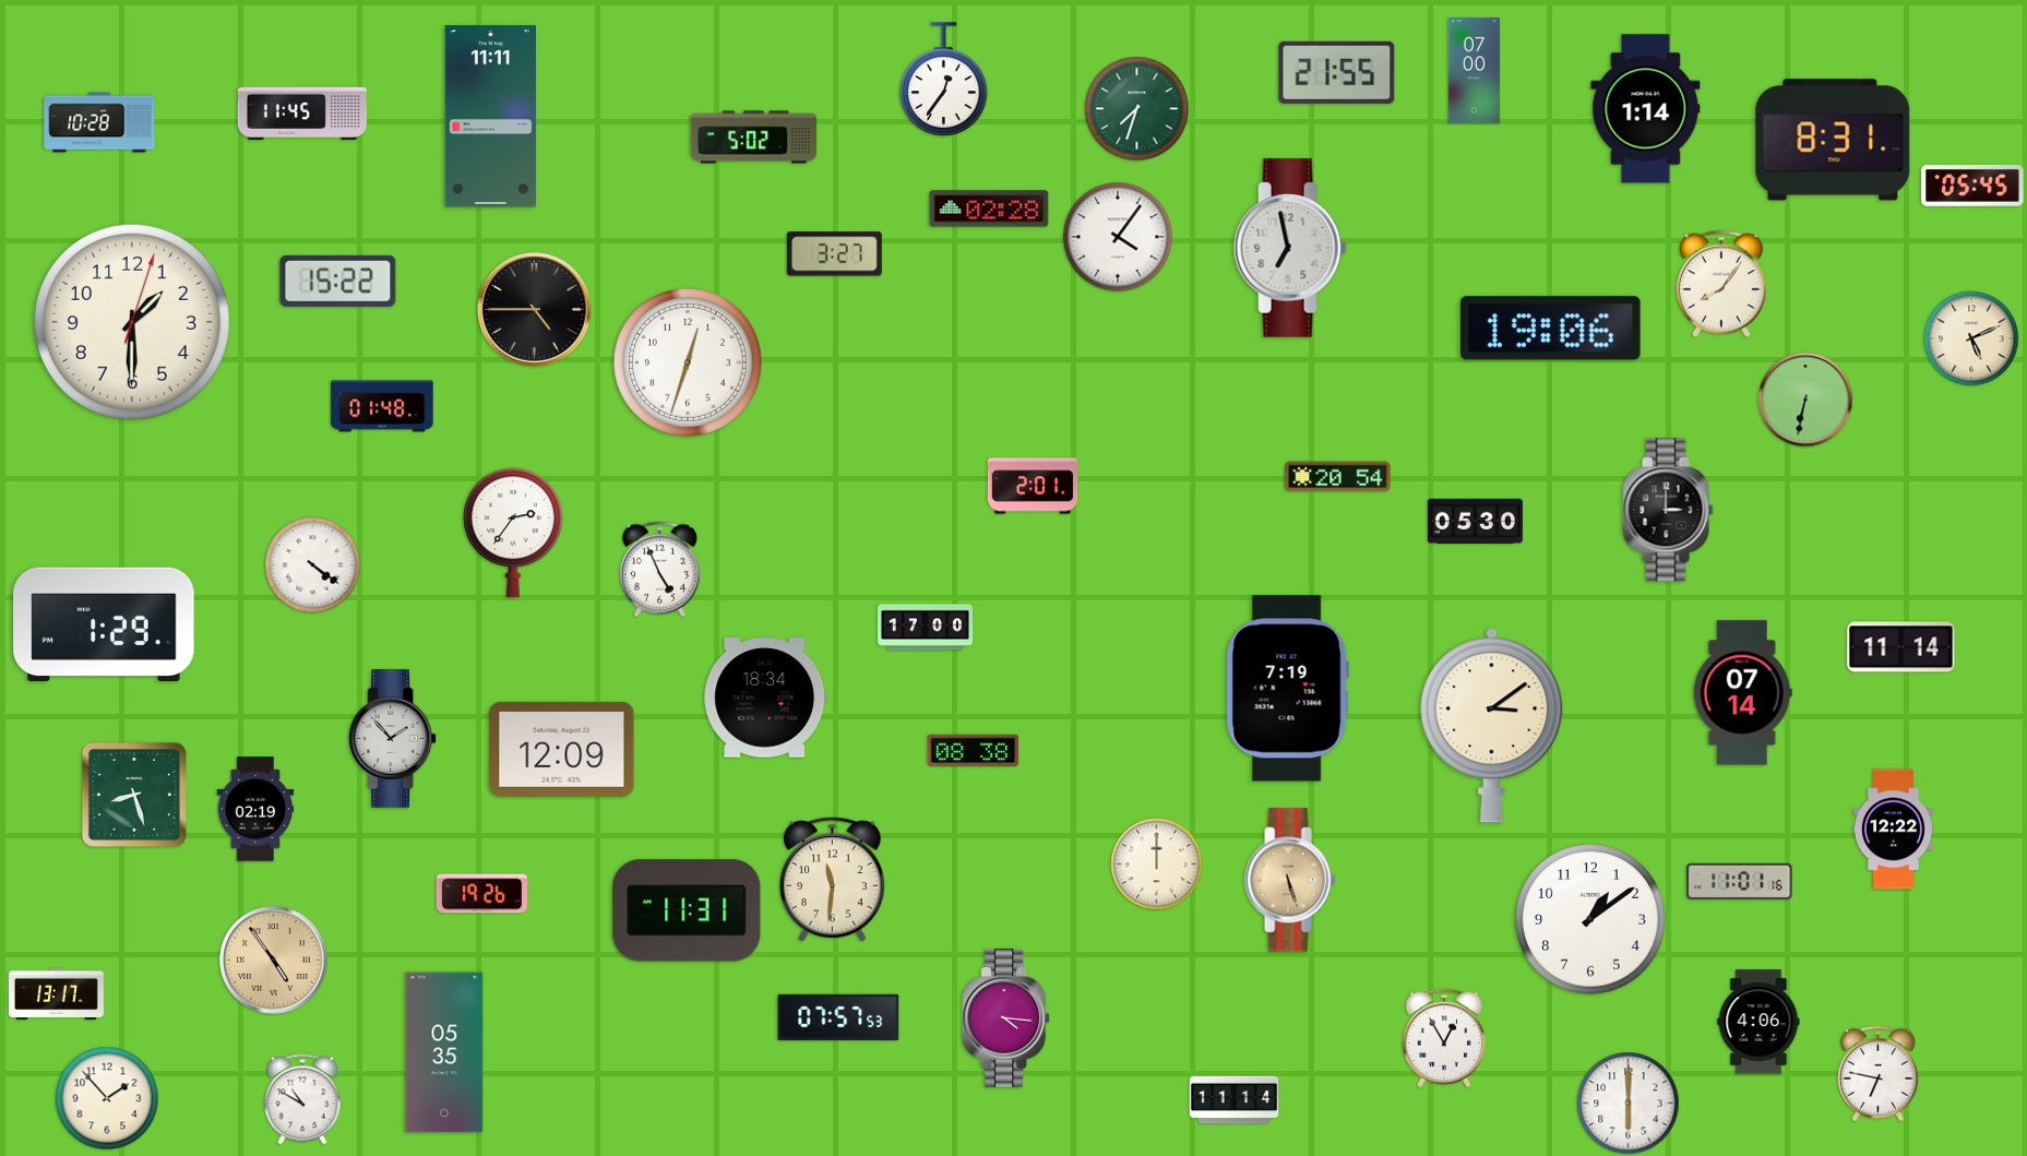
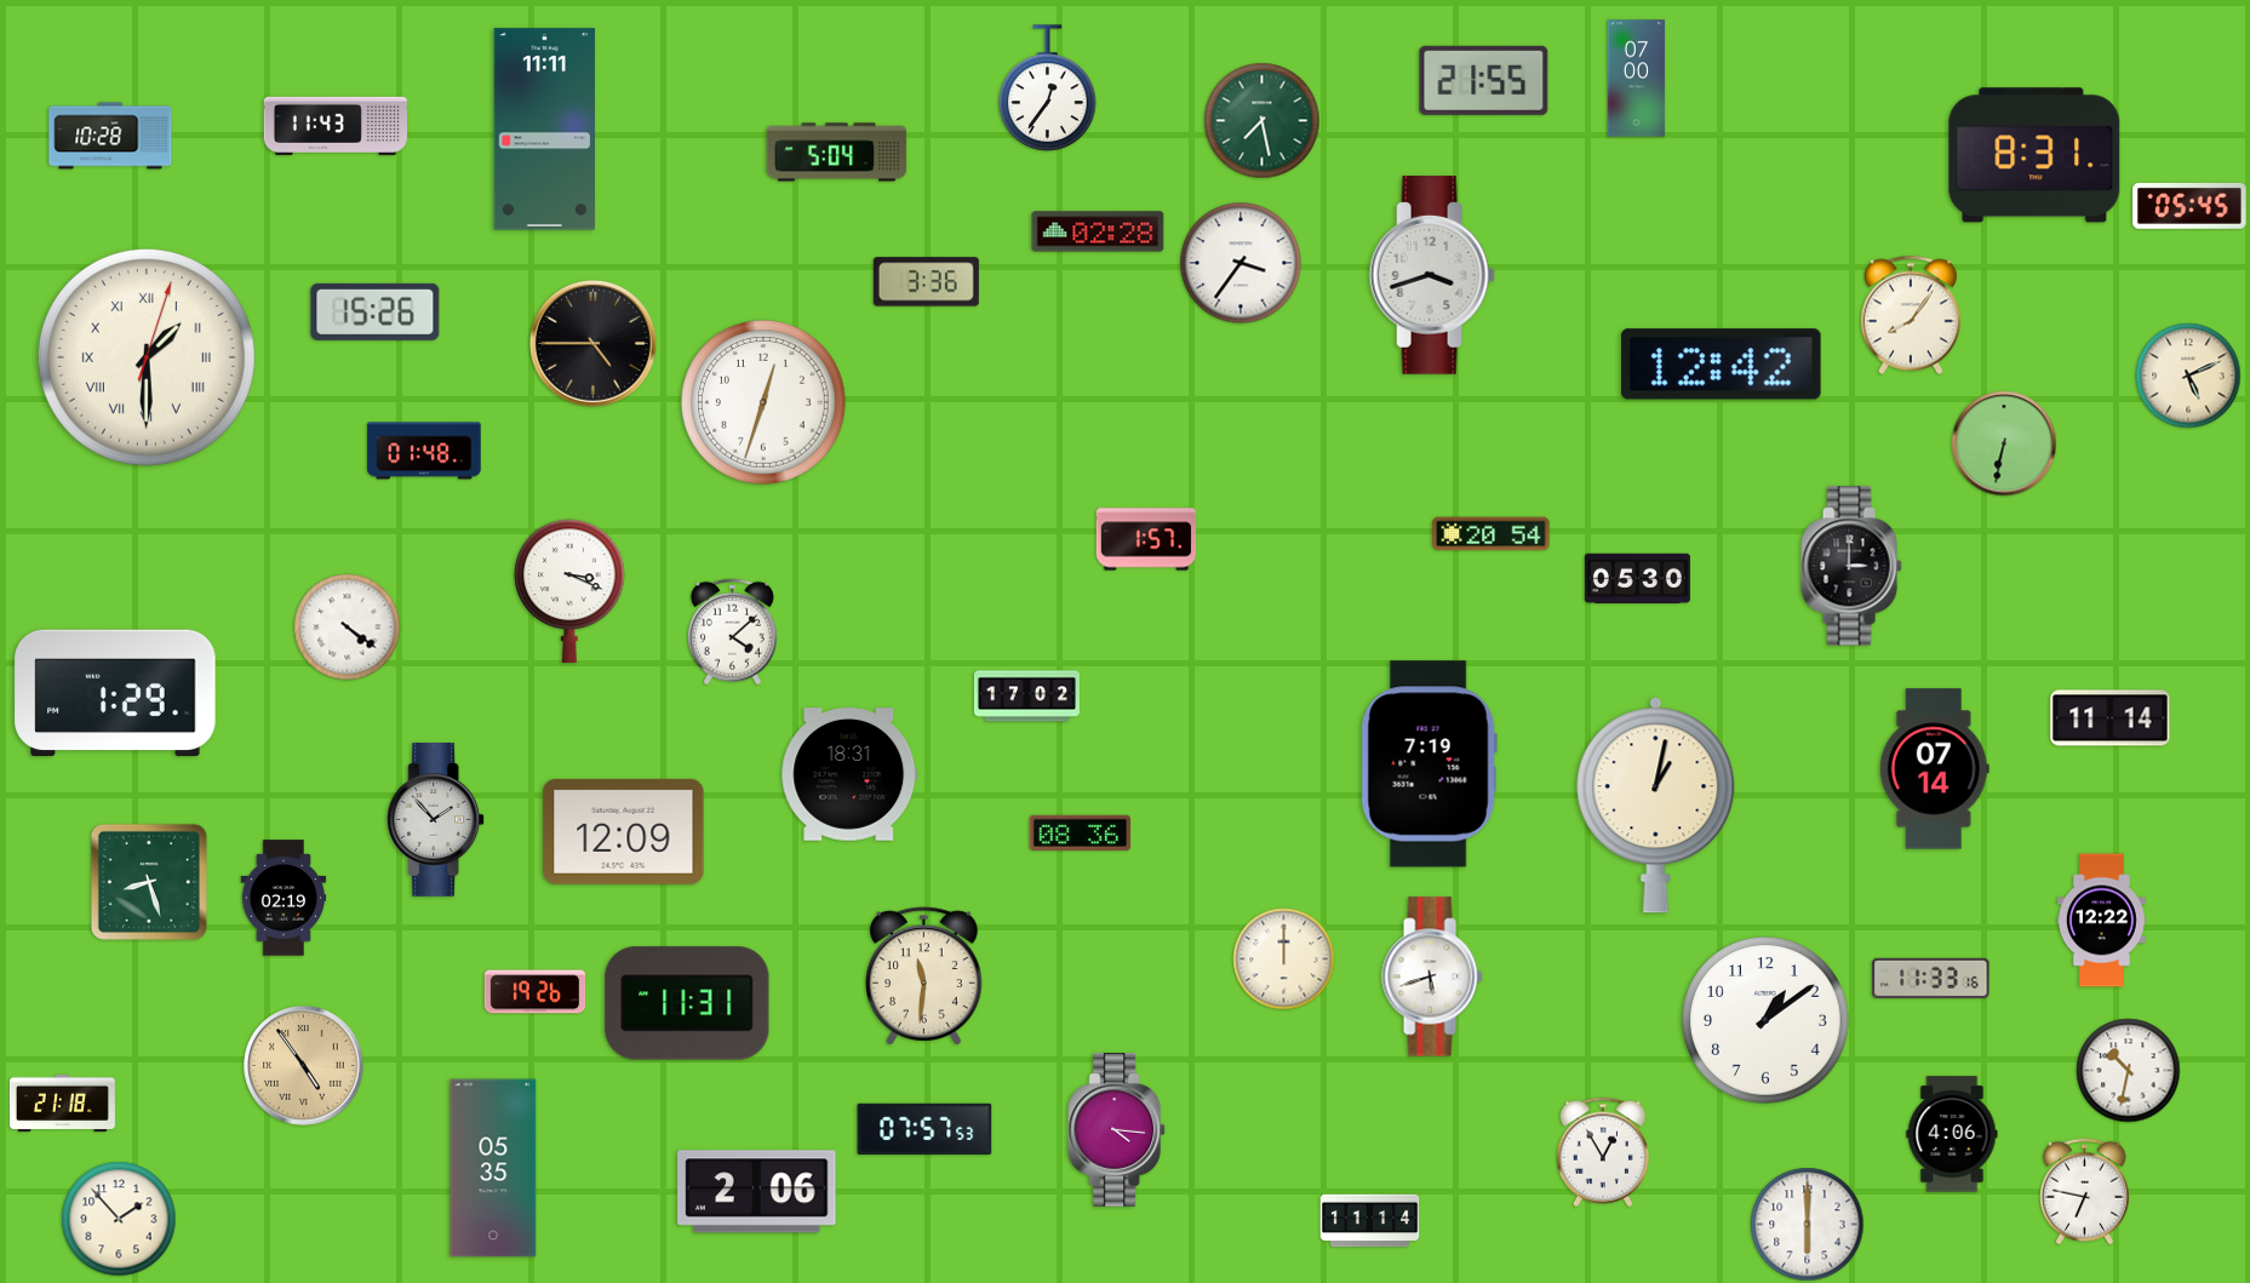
clock at (1137, 109): 7:33 -> 7:28
clock at (1646, 109): 1:14 -> none
clock at (301, 114): 11:45 -> 11:43
clock at (754, 138): 5:02 -> 5:04
clock at (1118, 237): 4:06 -> 3:36
clock at (1290, 248): 6:58 -> 3:42
clock at (834, 254): 3:27 -> 3:36
clock at (338, 281): 15:22 -> 15:26
clock at (132, 322) numerals: Arabic -> Roman
clock at (1551, 329): 19:06 -> 12:42
clock at (1338, 477) position: (1338, 477) -> (1492, 534)
clock at (1033, 486): 2:01 -> 1:57
clock at (513, 533): 2:36 -> 3:19
clock at (659, 570): 4:56 -> 4:08
clock at (925, 628): 17:00 -> 17:02
clock at (765, 698): 18:34 -> 18:31
clock at (1492, 726): 3:09 -> 1:02
clock at (973, 750): 08:38 -> 08:36
clock at (1290, 880): 5:27 -> 5:42
clock at (1290, 880) dial: champagne -> white
clock at (1740, 881): 11:01 -> 11:33
clock at (687, 910) position: (687, 910) -> (687, 1003)
clock at (2129, 1071): none -> 10:32
clock at (56, 994): 13:17 -> 21:18
clock at (838, 1016) position: (838, 1016) -> (924, 1128)
clock at (757, 1192): none -> 2:06
clock at (302, 1099): 10:50 -> none
